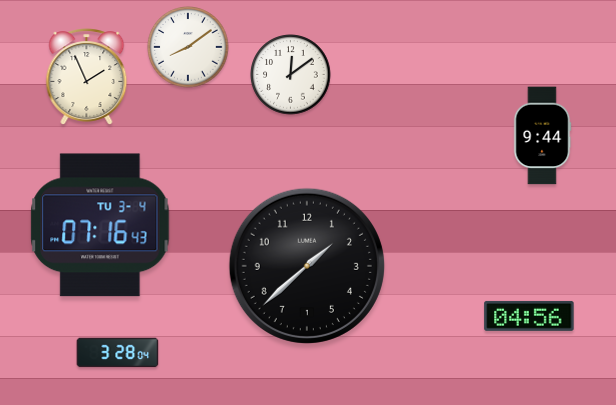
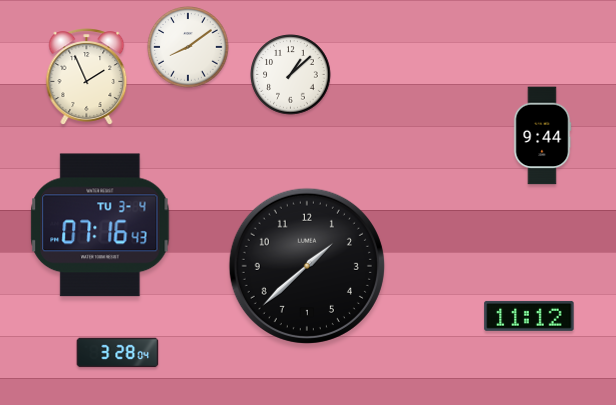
clock at (291, 75): 12:09 -> 1:08
clock at (529, 316): 04:56 -> 11:12
